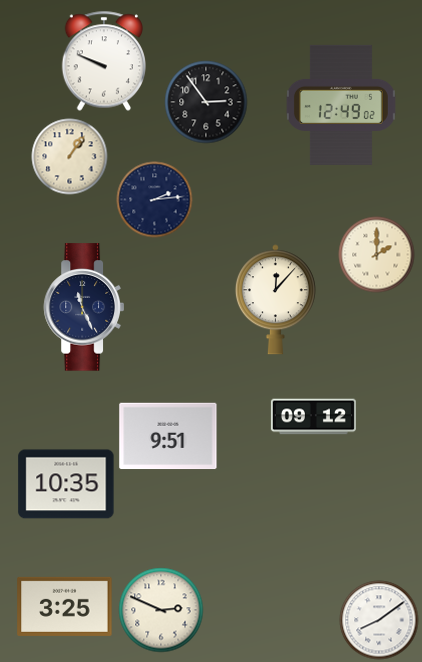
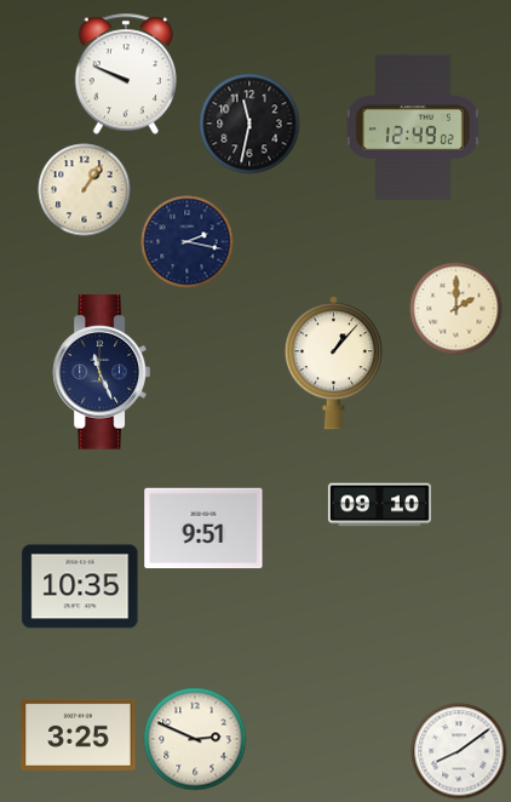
clock at (206, 102): 2:54 -> 11:32
clock at (155, 200): 2:14 -> 2:17
clock at (275, 300): 12:07 -> 1:07
clock at (313, 417): 09:12 -> 09:10
